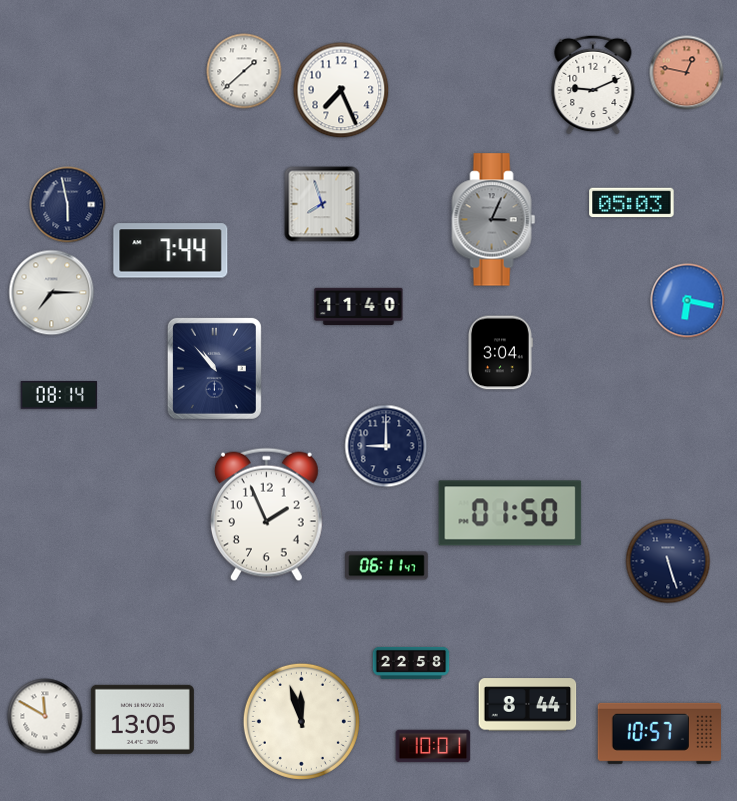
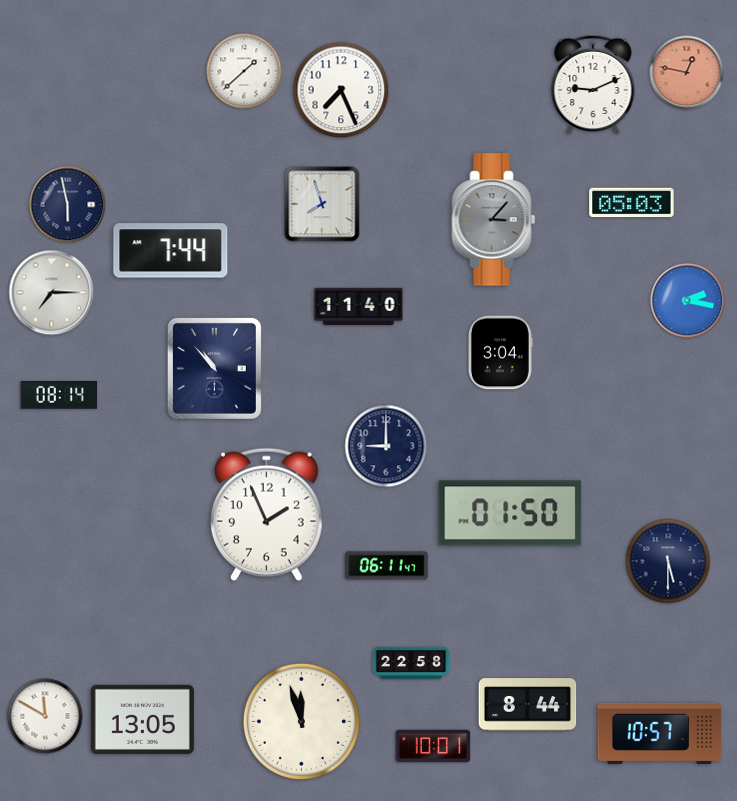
clock at (494, 220): 3:04 -> 3:07
clock at (688, 301): 6:17 -> 2:17
clock at (668, 561): 5:27 -> 5:30
